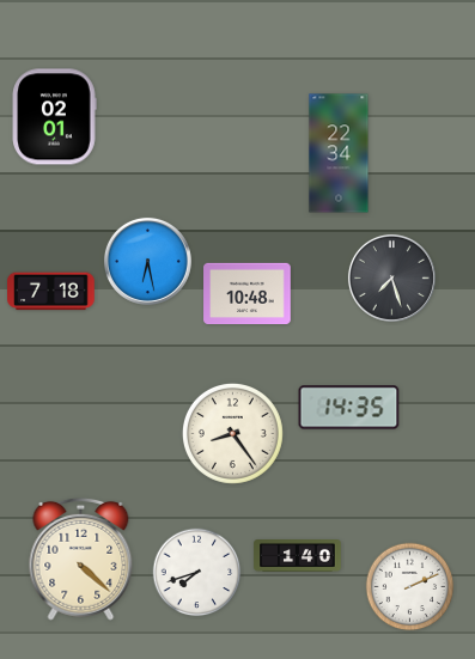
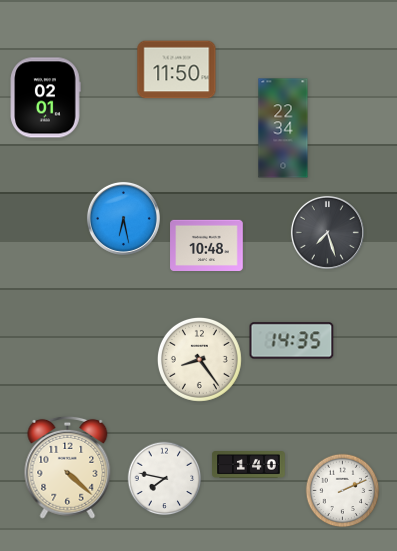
clock at (177, 70): none -> 11:50
clock at (51, 292): 7:18 -> none
clock at (232, 433) position: (232, 433) -> (199, 359)
clock at (197, 573): 7:42 -> 7:47
